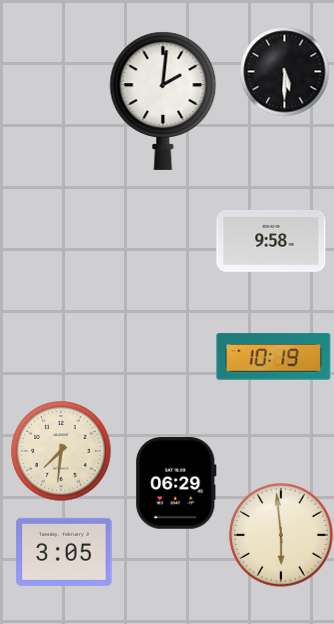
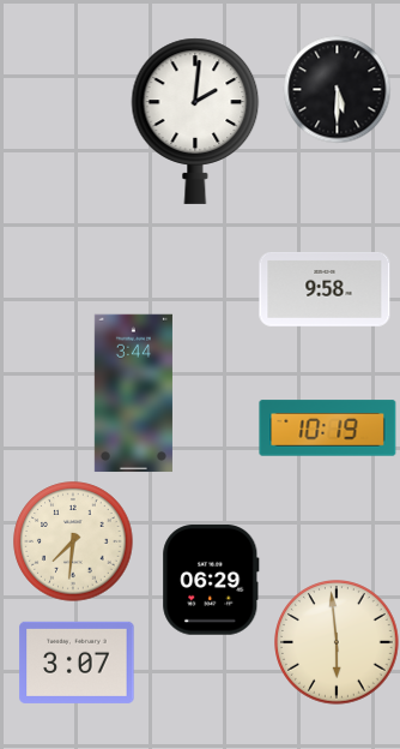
clock at (284, 71) position: (284, 71) -> (337, 89)
clock at (133, 394): none -> 3:44
clock at (64, 552): 3:05 -> 3:07
